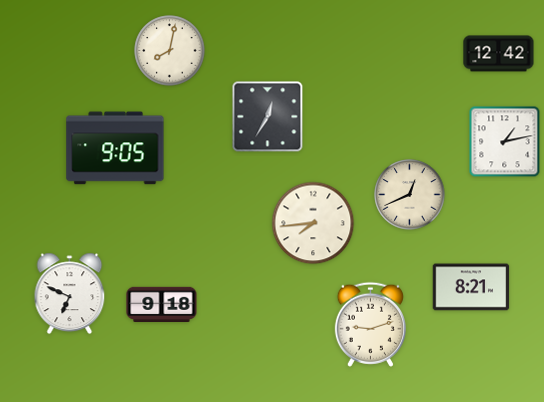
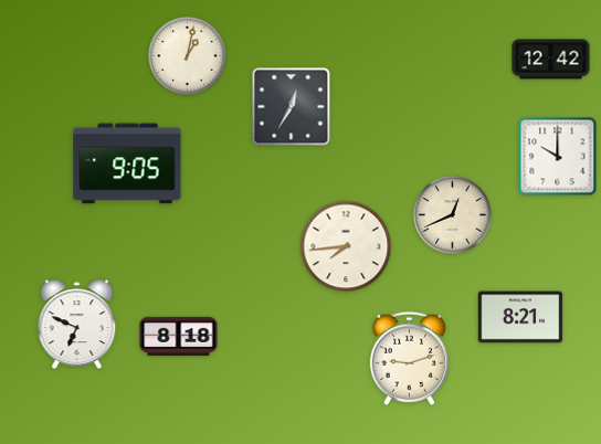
clock at (170, 51): 8:02 -> 1:02
clock at (268, 117) position: (268, 117) -> (292, 107)
clock at (505, 142): 1:13 -> 10:00
clock at (162, 304): 9:18 -> 8:18
